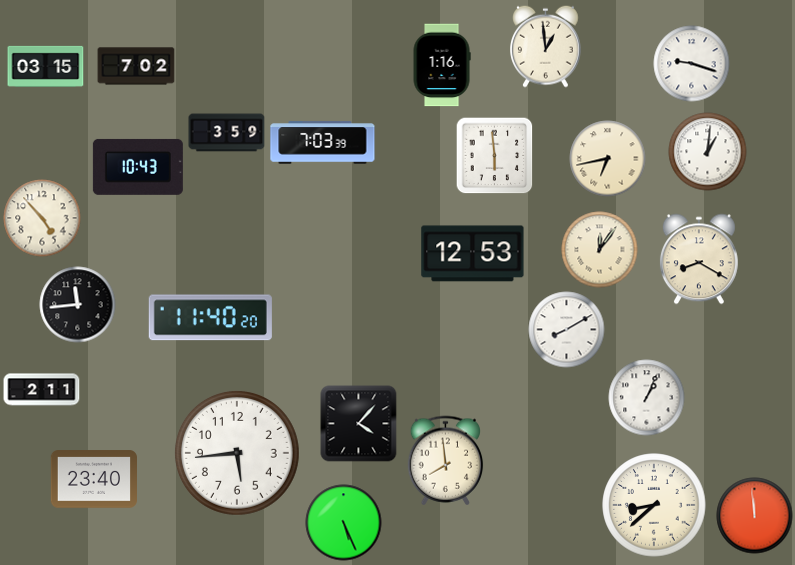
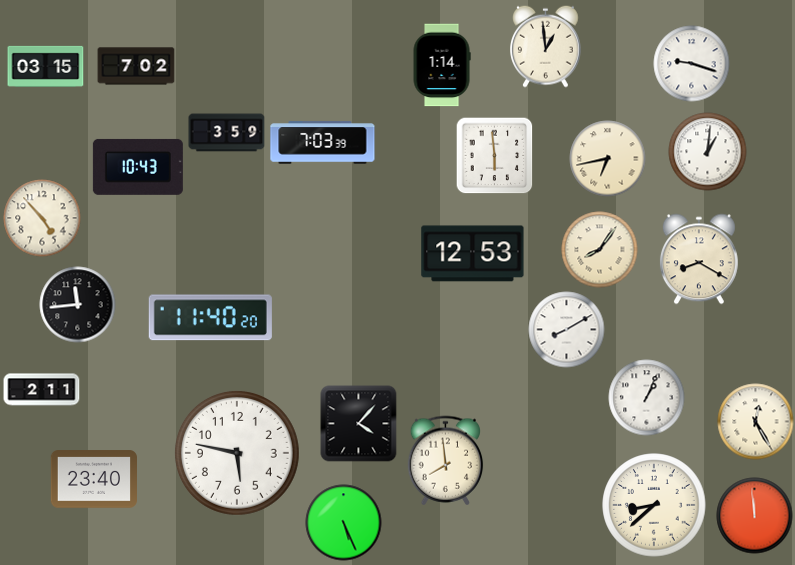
clock at (442, 65): 1:16 -> 1:14
clock at (600, 250): 12:06 -> 8:06
clock at (756, 422): none -> 12:25
clock at (237, 453): 5:44 -> 5:47
